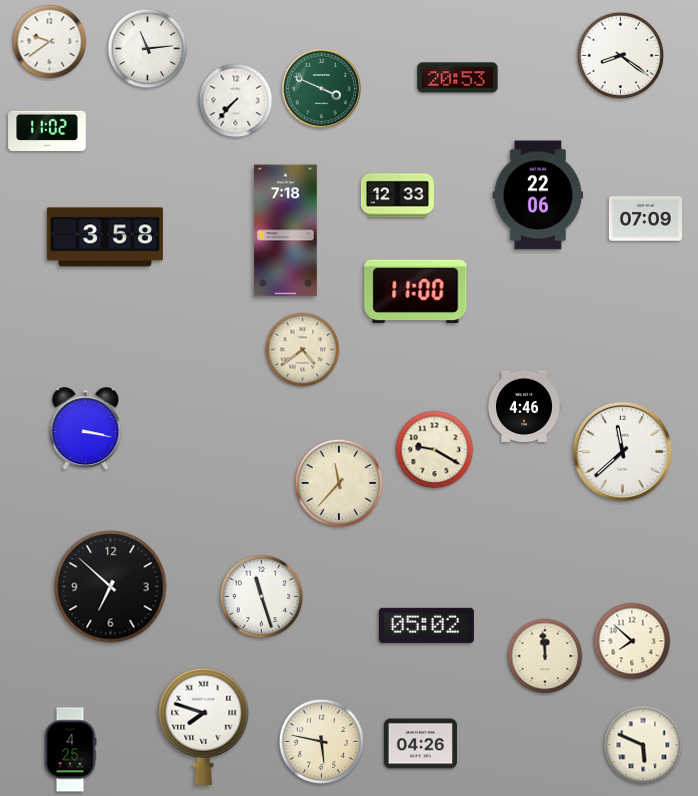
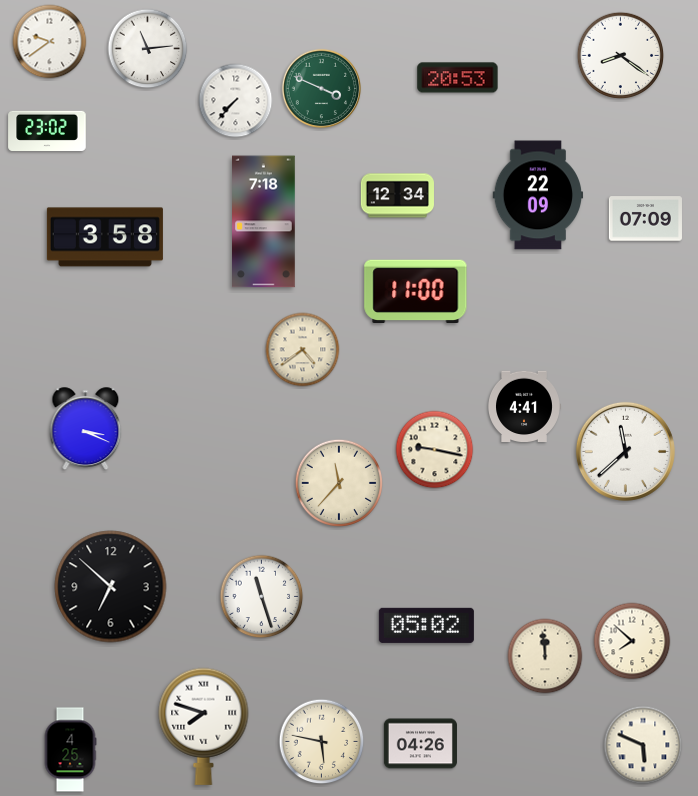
clock at (47, 131): 11:02 -> 23:02
clock at (538, 195): 22:06 -> 22:09
clock at (397, 196): 12:33 -> 12:34
clock at (286, 231) position: (286, 231) -> (264, 222)
clock at (525, 407): 4:46 -> 4:41
clock at (86, 428): 3:17 -> 3:19
clock at (435, 450): 9:20 -> 9:17
clock at (622, 451) position: (622, 451) -> (625, 451)
